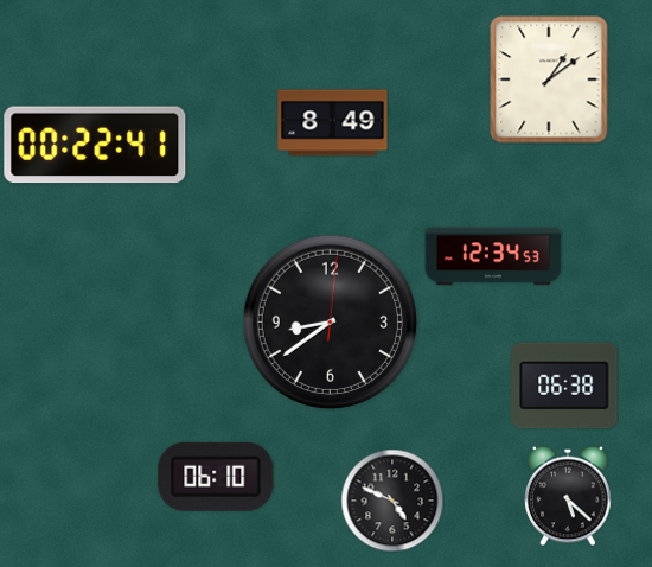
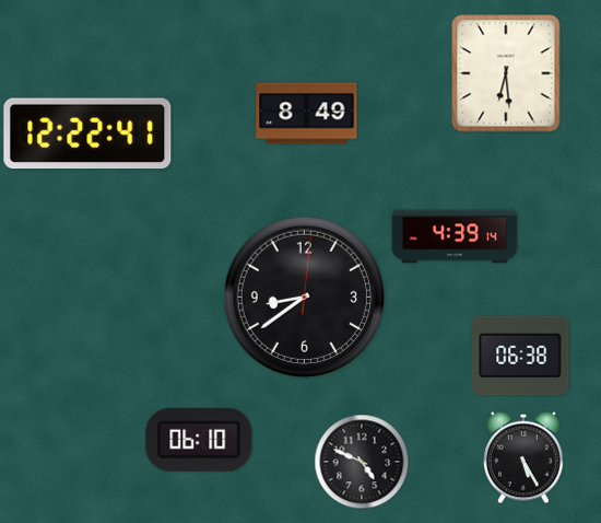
clock at (549, 79): 1:09 -> 6:29
clock at (95, 145): 00:22 -> 12:22
clock at (493, 256): 12:34 -> 4:39
clock at (568, 496): 5:22 -> 5:25
